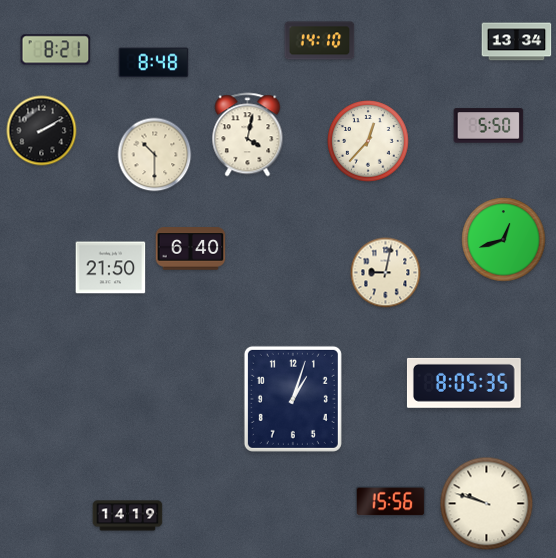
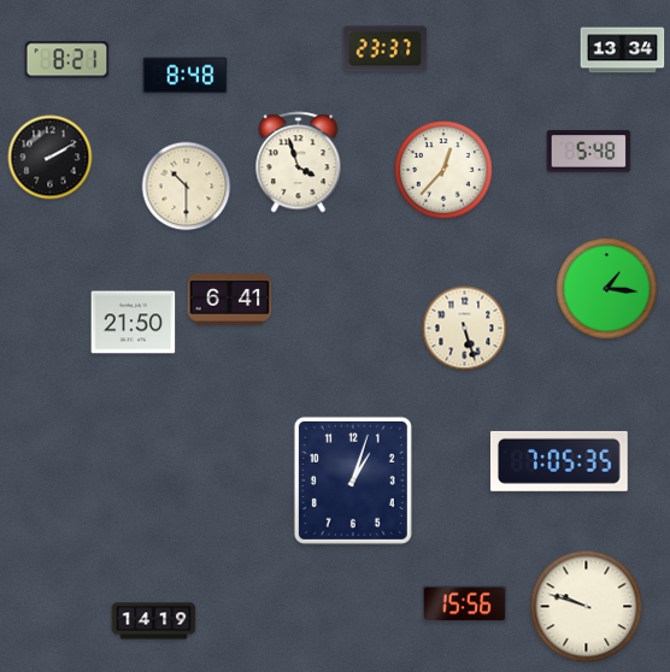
clock at (320, 41): 14:10 -> 23:37
clock at (489, 126): 5:50 -> 5:48
clock at (248, 135): 4:02 -> 3:57
clock at (504, 240): 12:42 -> 1:16
clock at (191, 249): 6:40 -> 6:41
clock at (386, 273): 9:02 -> 5:27
clock at (464, 383): 8:05 -> 7:05
clock at (391, 502) position: (391, 502) -> (465, 605)
